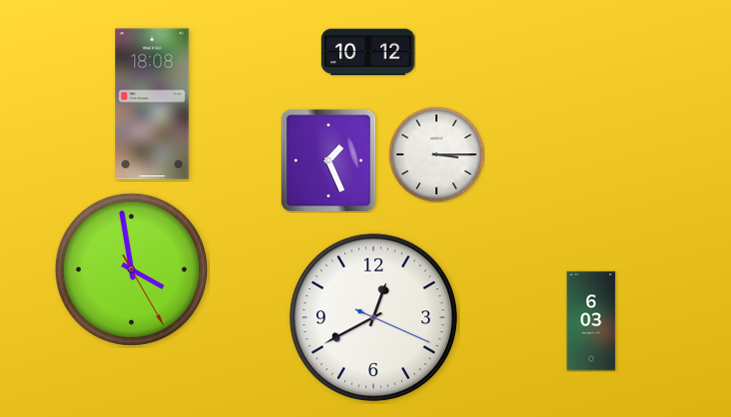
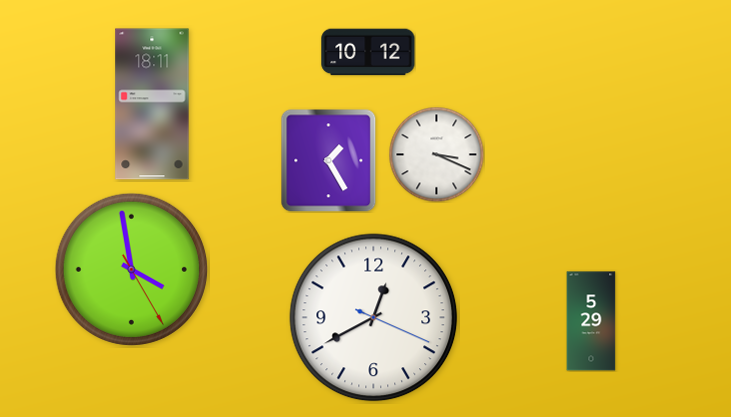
clock at (152, 104): 18:08 -> 18:11
clock at (436, 154): 3:15 -> 3:19
clock at (329, 161): 1:26 -> 1:25
clock at (591, 321): 6:03 -> 5:29
